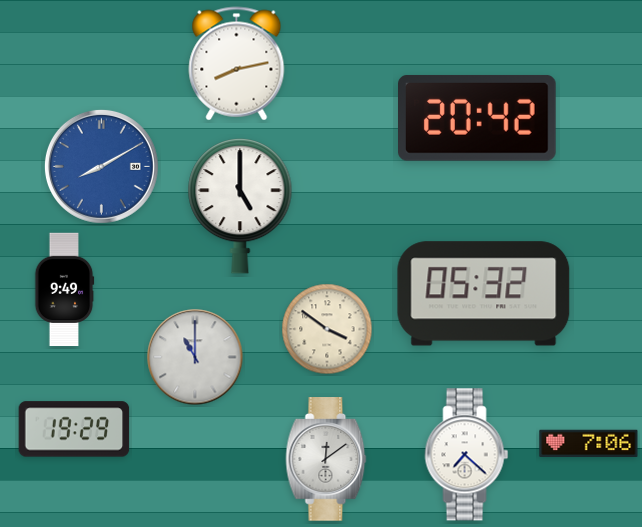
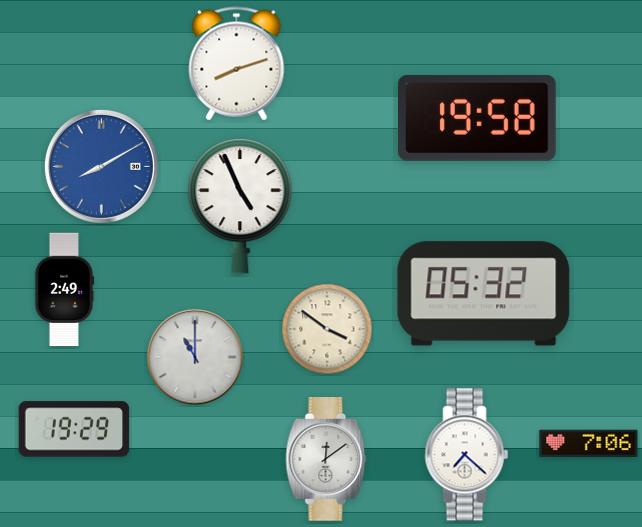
clock at (237, 64): 8:13 -> 8:12
clock at (478, 118): 20:42 -> 19:58
clock at (240, 206): 5:00 -> 4:56
clock at (64, 290): 9:49 -> 2:49
